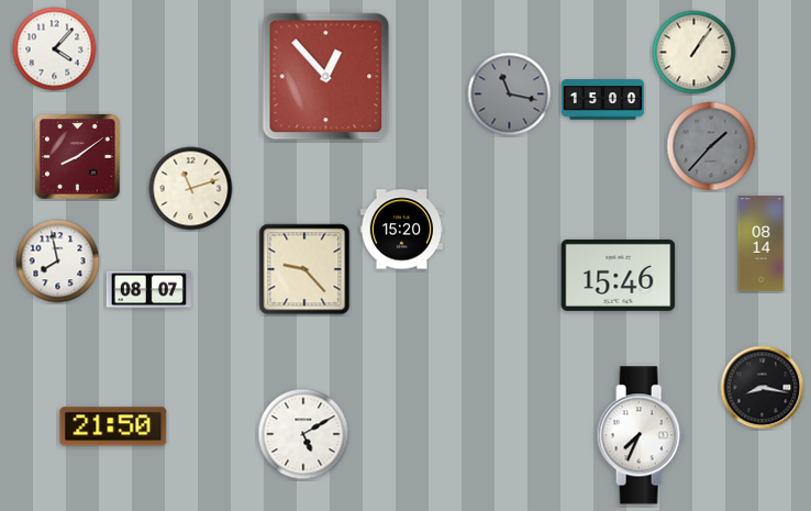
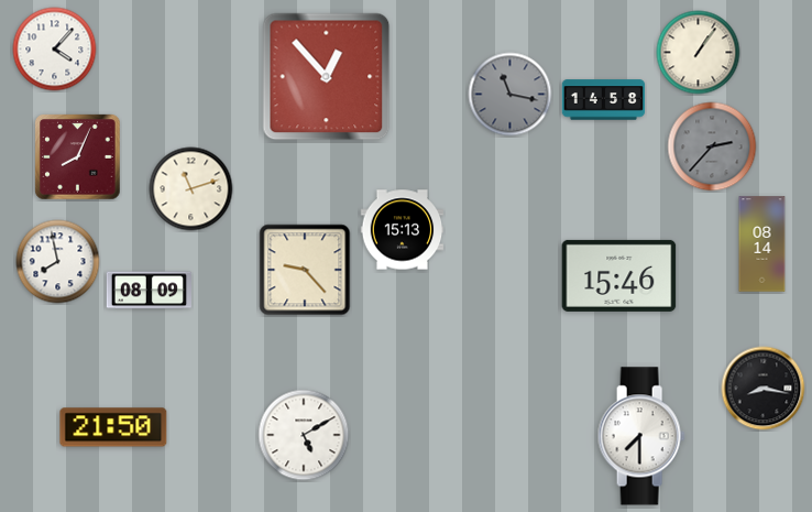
clock at (695, 53) position: (695, 53) -> (699, 53)
clock at (603, 100): 15:00 -> 14:58
clock at (711, 146): 1:37 -> 2:37
clock at (78, 157): 8:09 -> 8:04
clock at (402, 230): 15:20 -> 15:13
clock at (148, 290): 08:07 -> 08:09
clock at (641, 435): 7:34 -> 7:30
